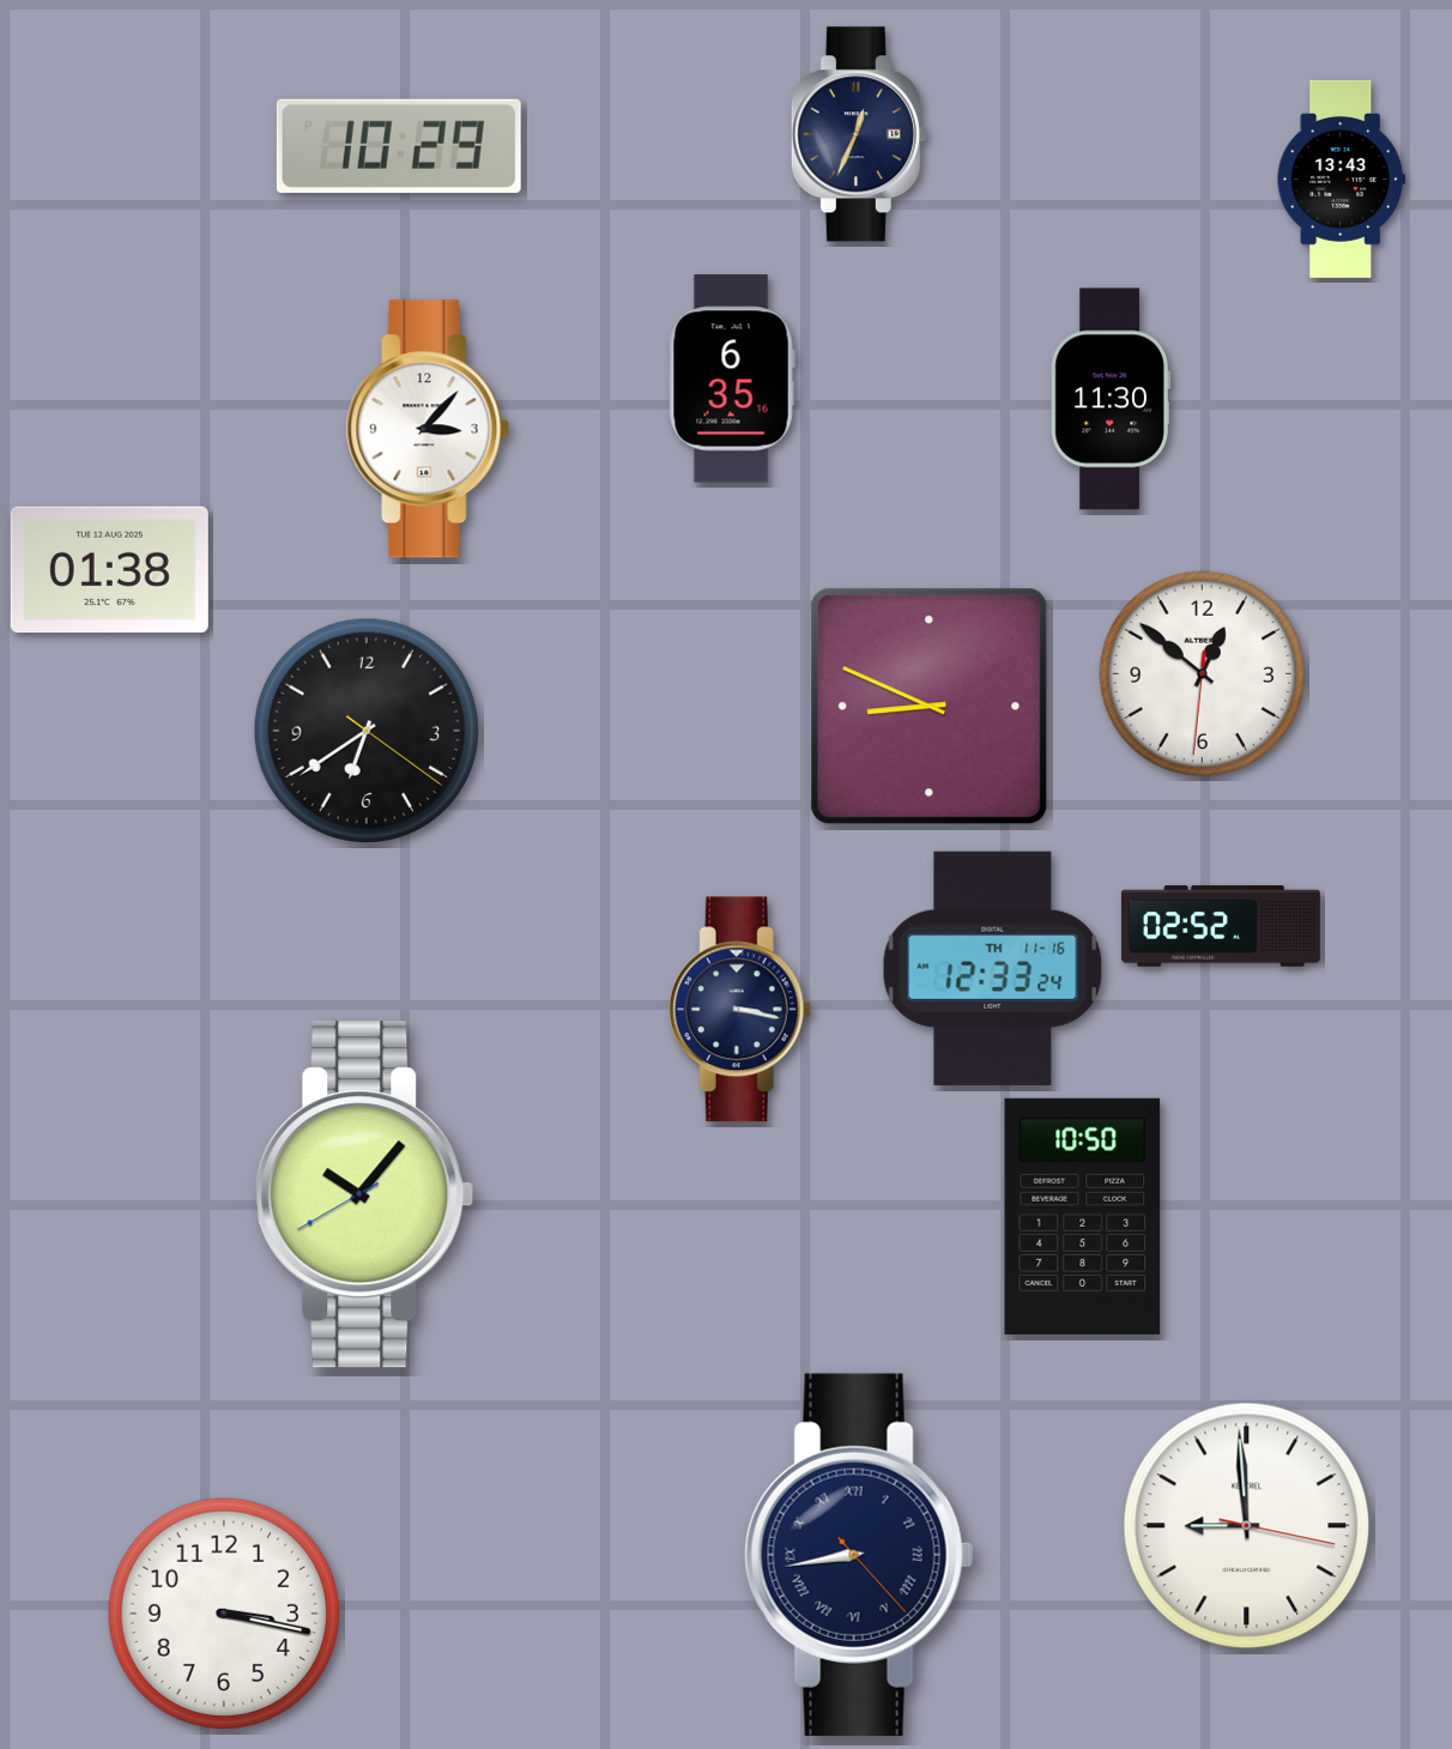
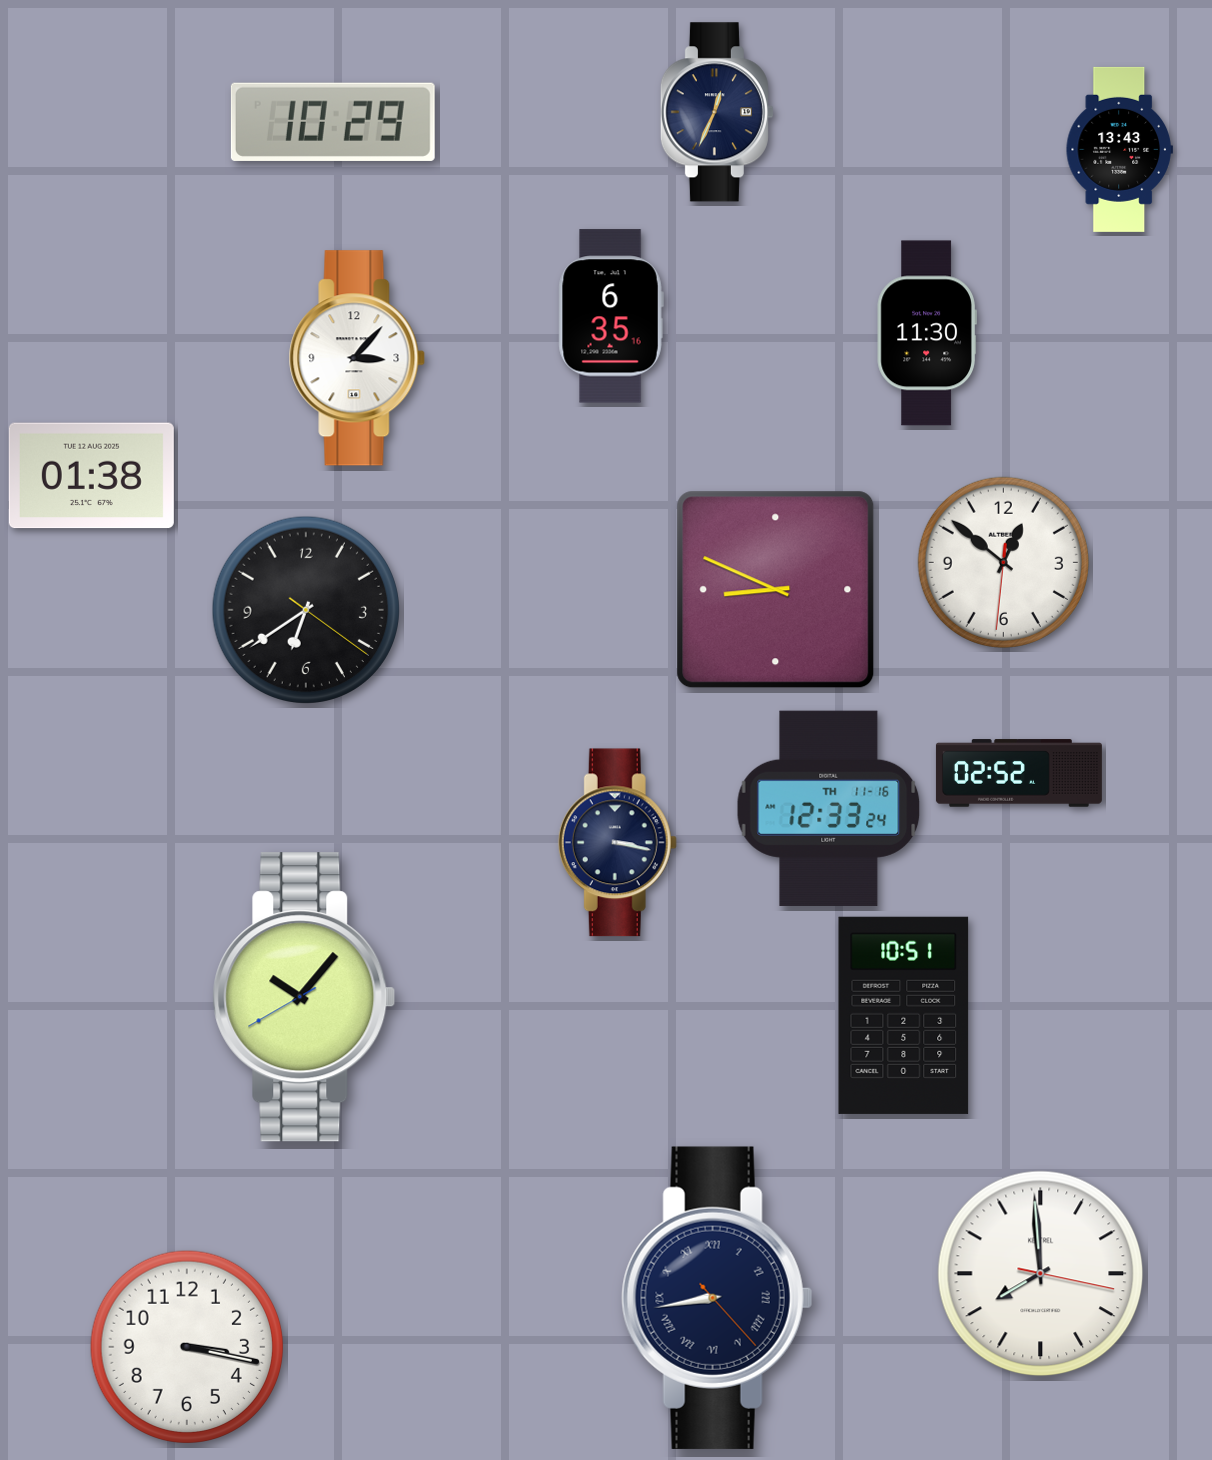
clock at (1083, 1216): 10:50 -> 10:51
clock at (1247, 1526): 8:59 -> 7:59
